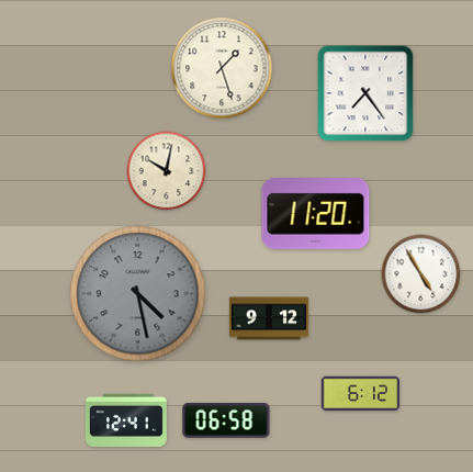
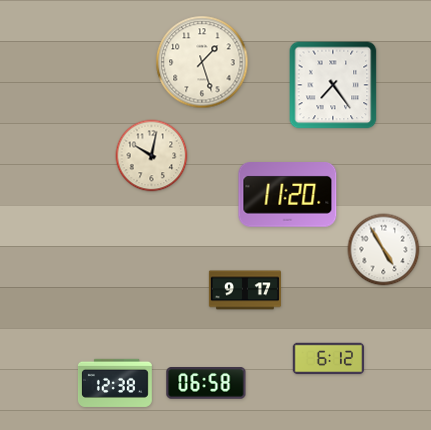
clock at (138, 294): 4:28 -> none
clock at (269, 318): 9:12 -> 9:17
clock at (126, 420): 12:41 -> 12:38
